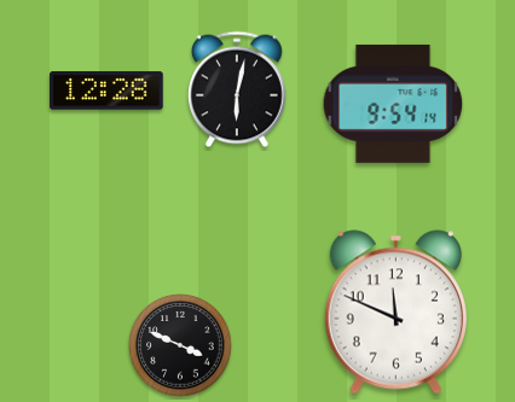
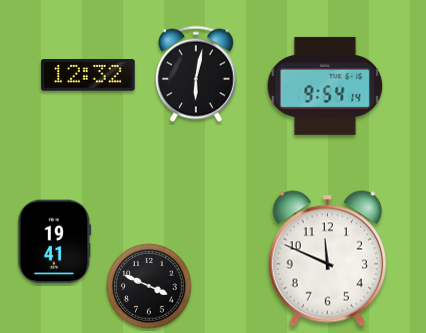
clock at (106, 91): 12:28 -> 12:32
clock at (55, 242): none -> 19:41
